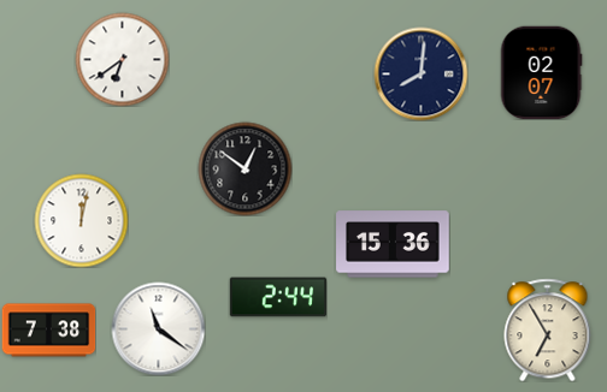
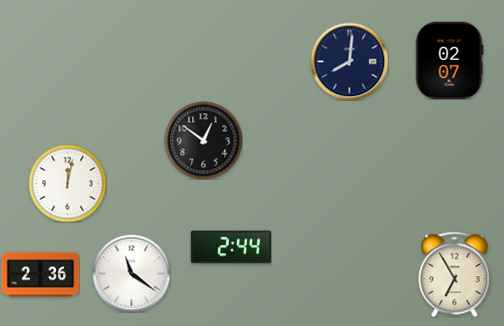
clock at (122, 59): 6:39 -> none
clock at (393, 244): 15:36 -> none
clock at (48, 331): 7:38 -> 2:36
